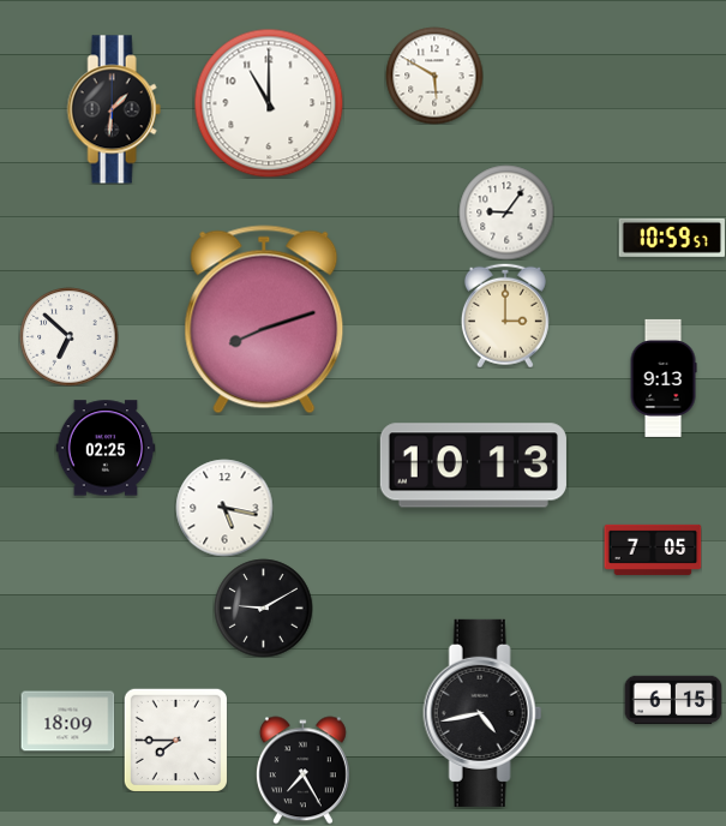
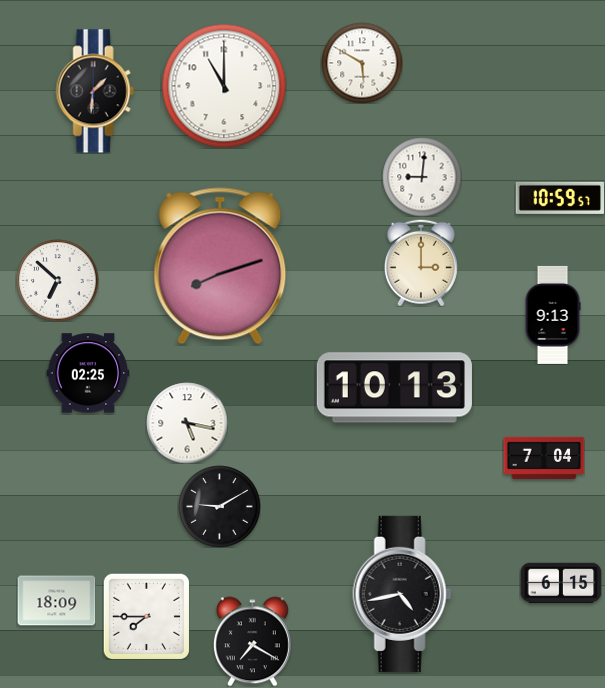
clock at (506, 213): 9:06 -> 9:01
clock at (653, 550): 7:05 -> 7:04
clock at (302, 770): 7:25 -> 7:20
